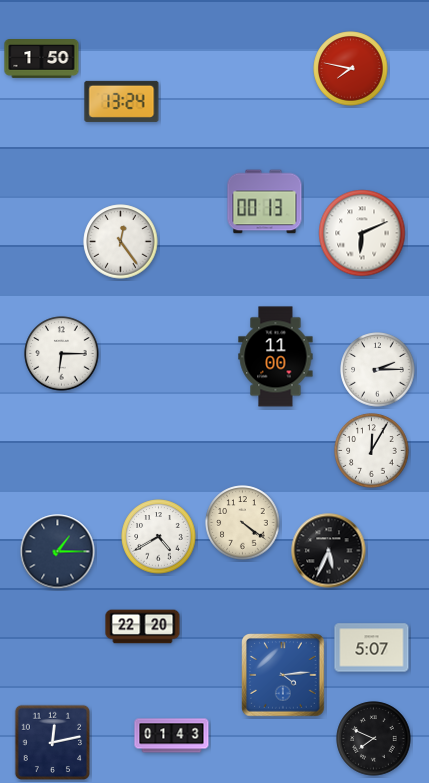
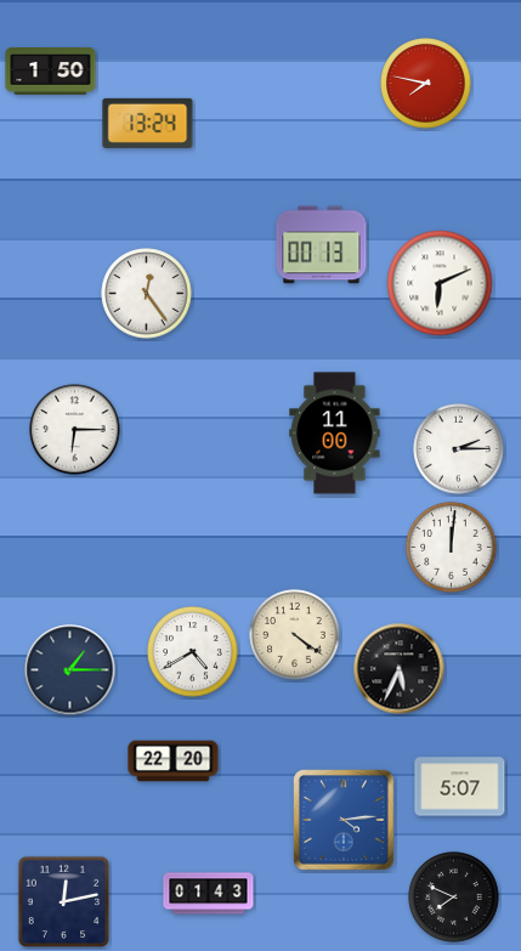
clock at (372, 451): 12:05 -> 12:01
clock at (372, 648) position: (372, 648) -> (460, 787)
